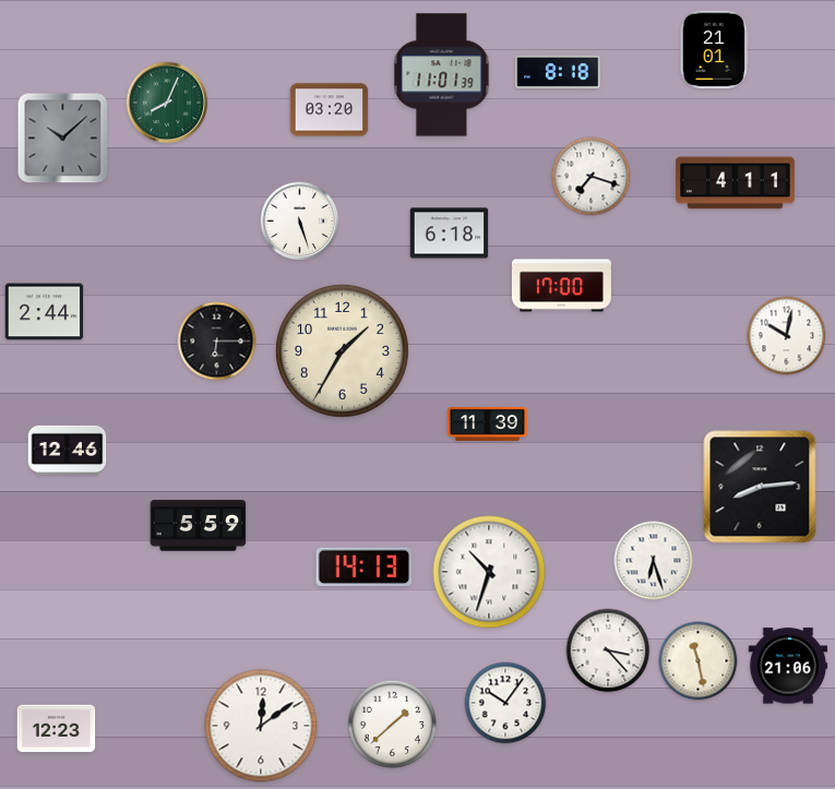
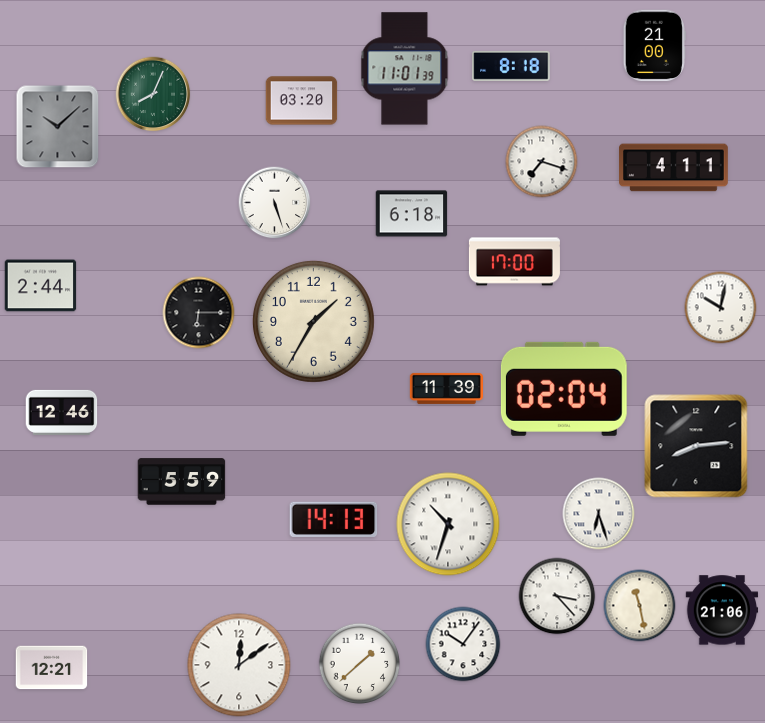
clock at (714, 50): 21:01 -> 21:00
clock at (564, 389): none -> 02:04
clock at (57, 729): 12:23 -> 12:21
